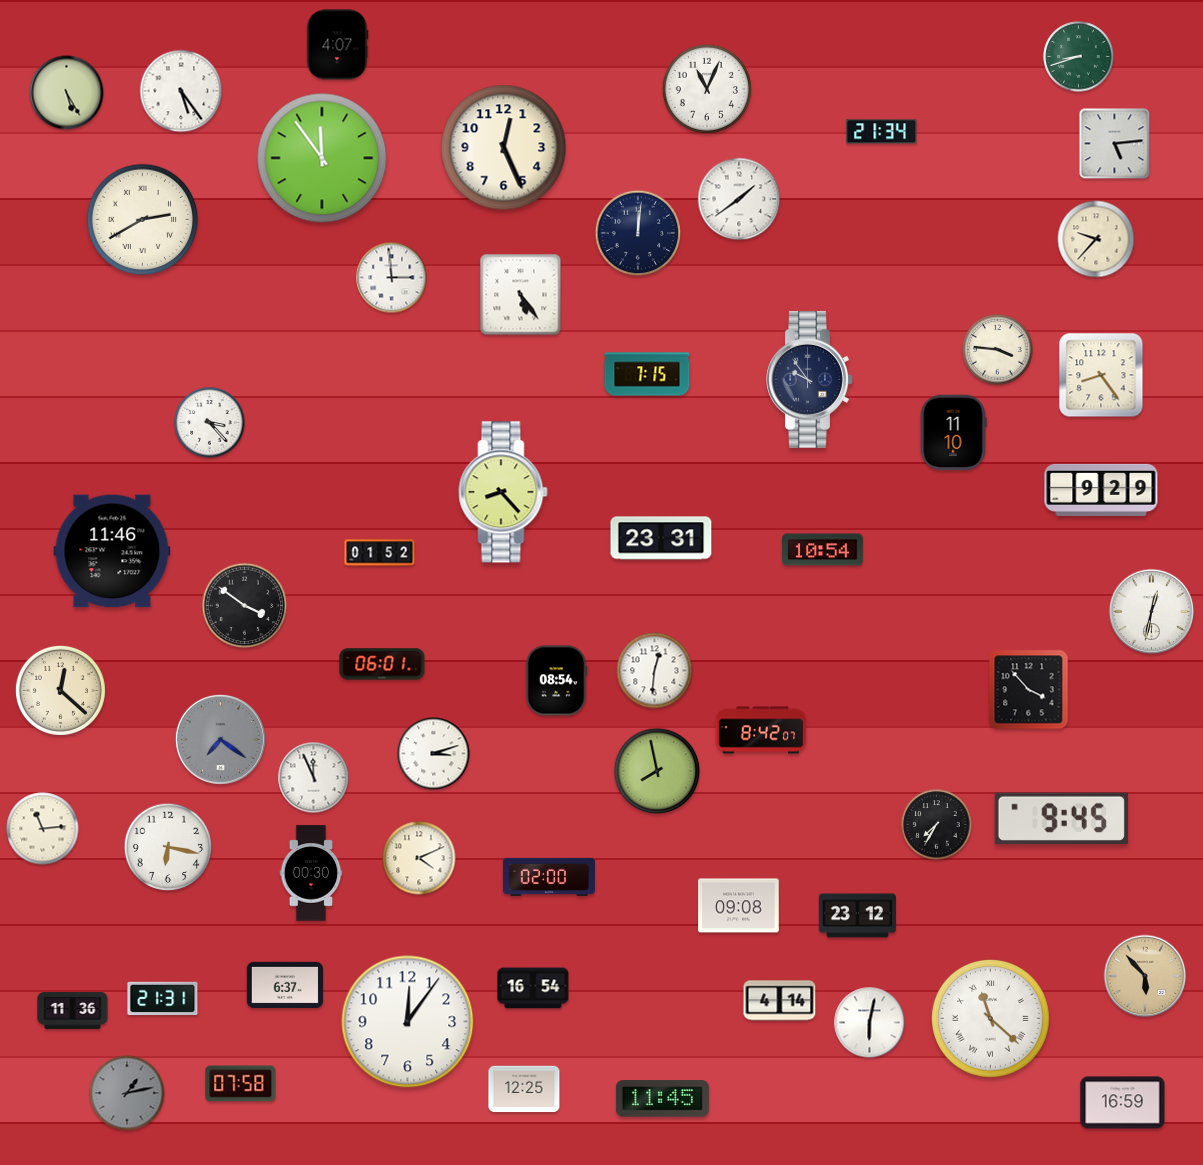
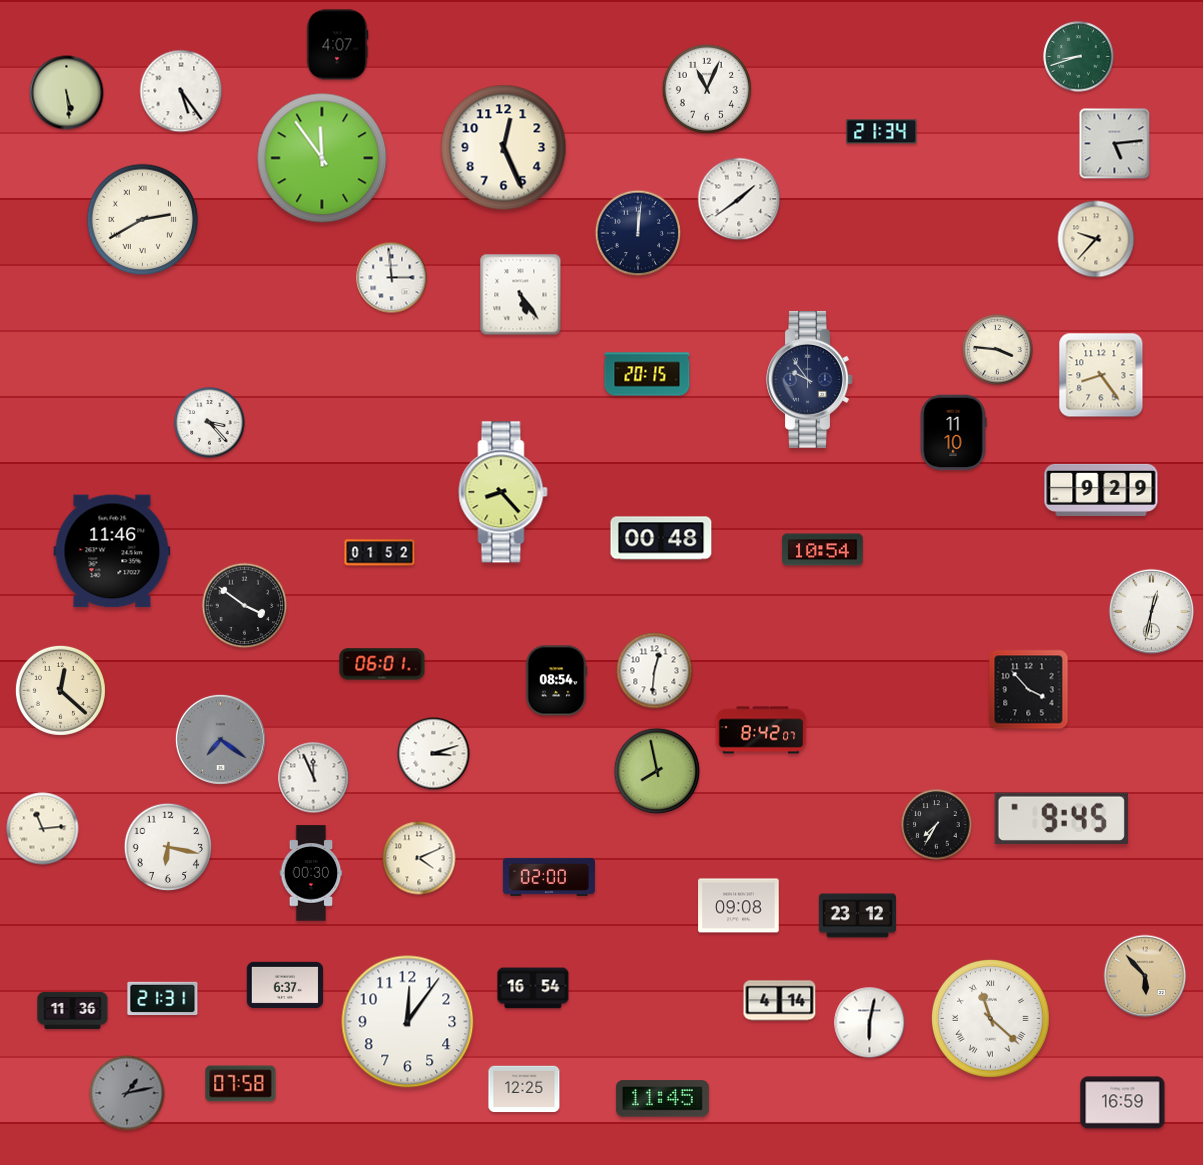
clock at (67, 93): 5:25 -> 5:29
clock at (647, 374): 7:15 -> 20:15
clock at (661, 538): 23:31 -> 00:48
